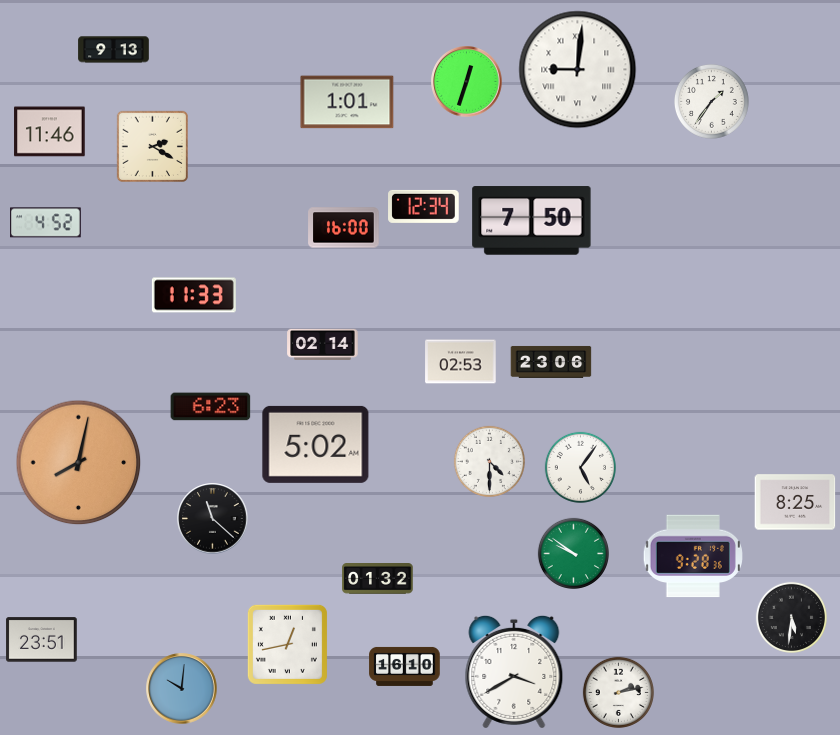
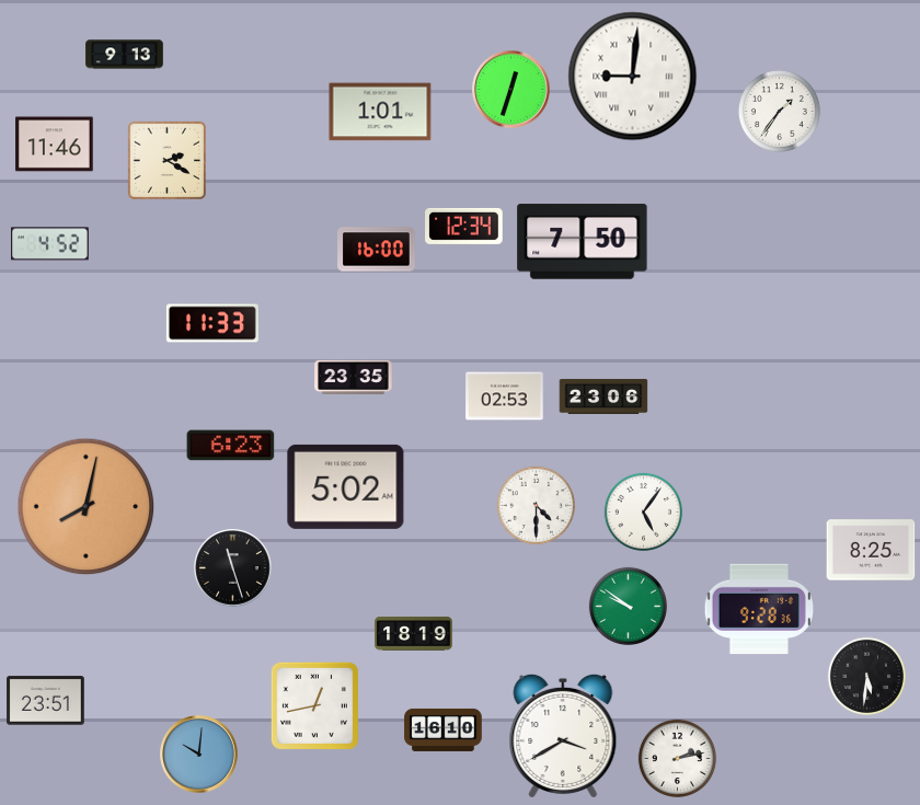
clock at (323, 344): 02:14 -> 23:35
clock at (580, 467) position: (580, 467) -> (643, 511)
clock at (213, 519): 11:22 -> 11:27
clock at (378, 579): 01:32 -> 18:19
